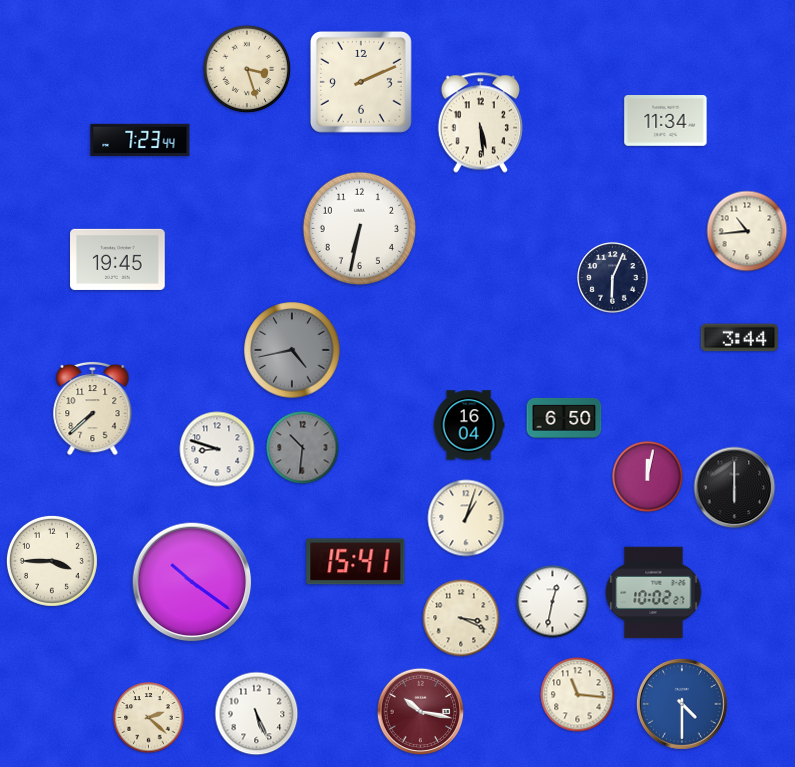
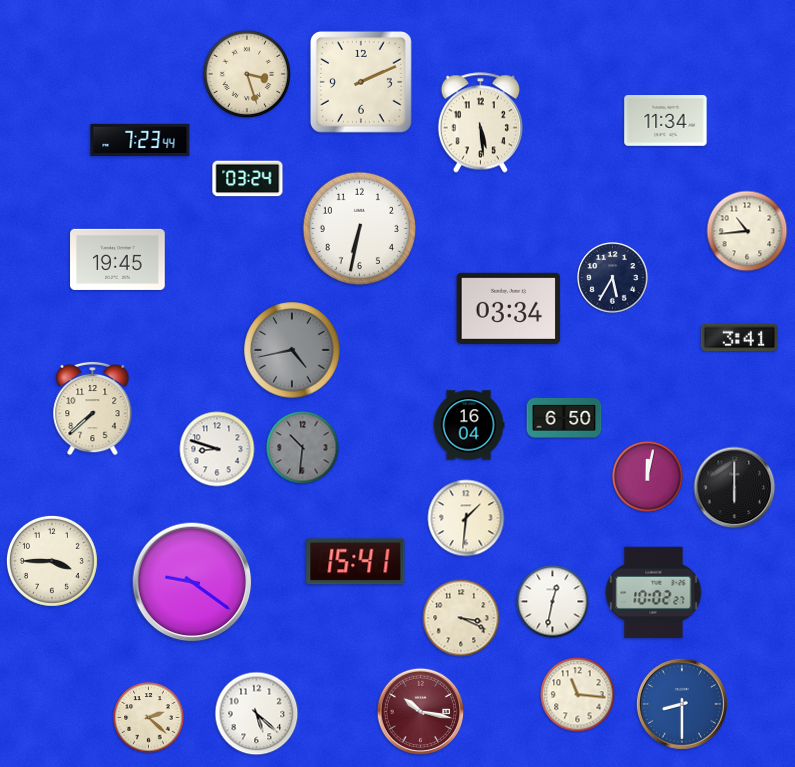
clock at (246, 68) position: (246, 68) -> (246, 73)
clock at (248, 179): none -> 03:24
clock at (613, 278): 6:04 -> 5:35
clock at (509, 308): none -> 03:34
clock at (739, 338): 3:44 -> 3:41
clock at (466, 518): 1:03 -> 1:31
clock at (192, 582): 10:21 -> 9:21
clock at (682, 704): 4:30 -> 8:30
clock at (257, 714): 5:26 -> 5:22
